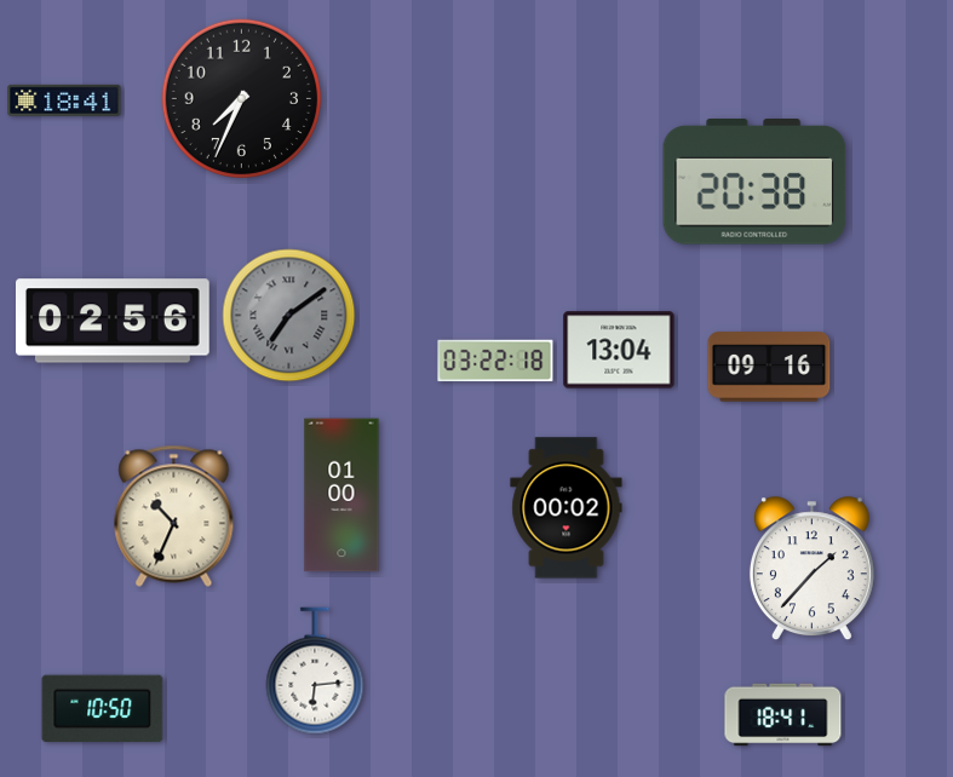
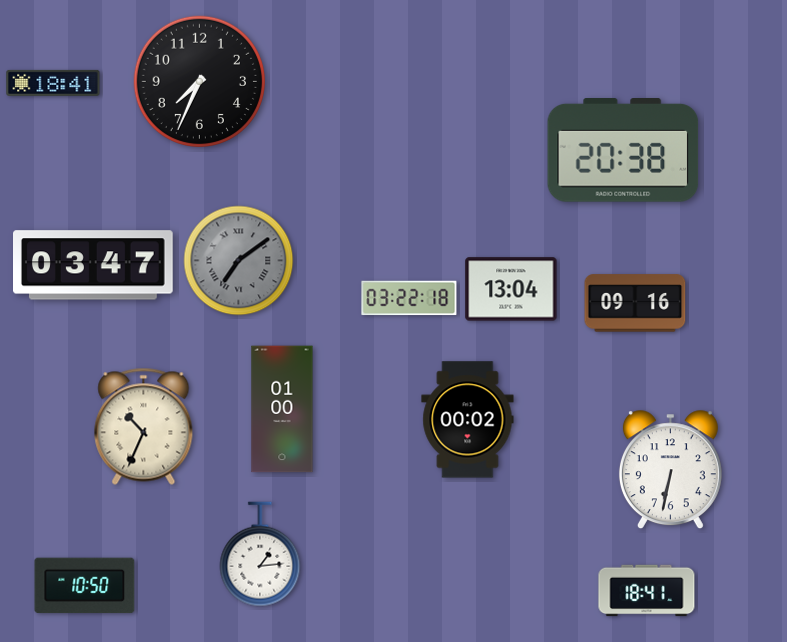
clock at (114, 321): 02:56 -> 03:47
clock at (811, 569): 1:37 -> 6:32
clock at (315, 670): 6:14 -> 1:14
